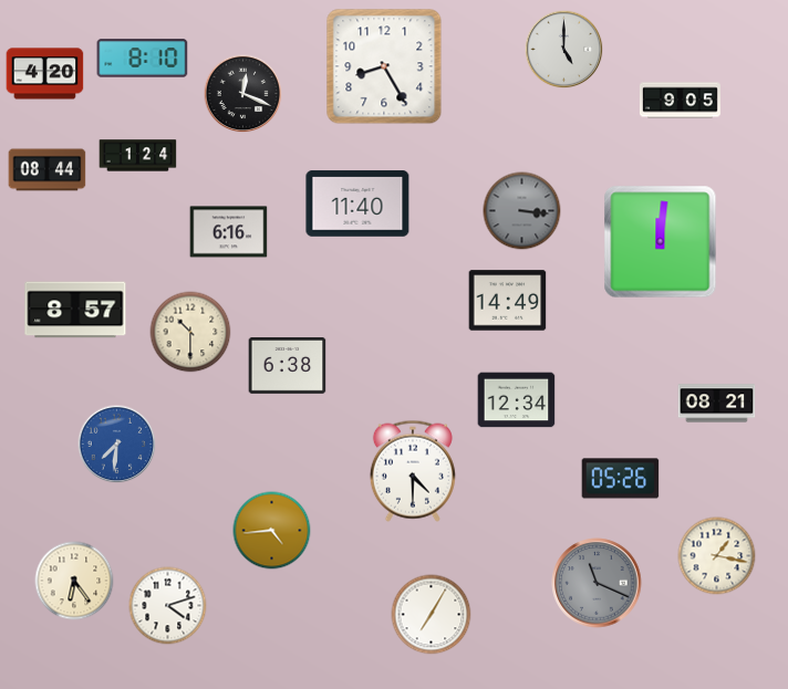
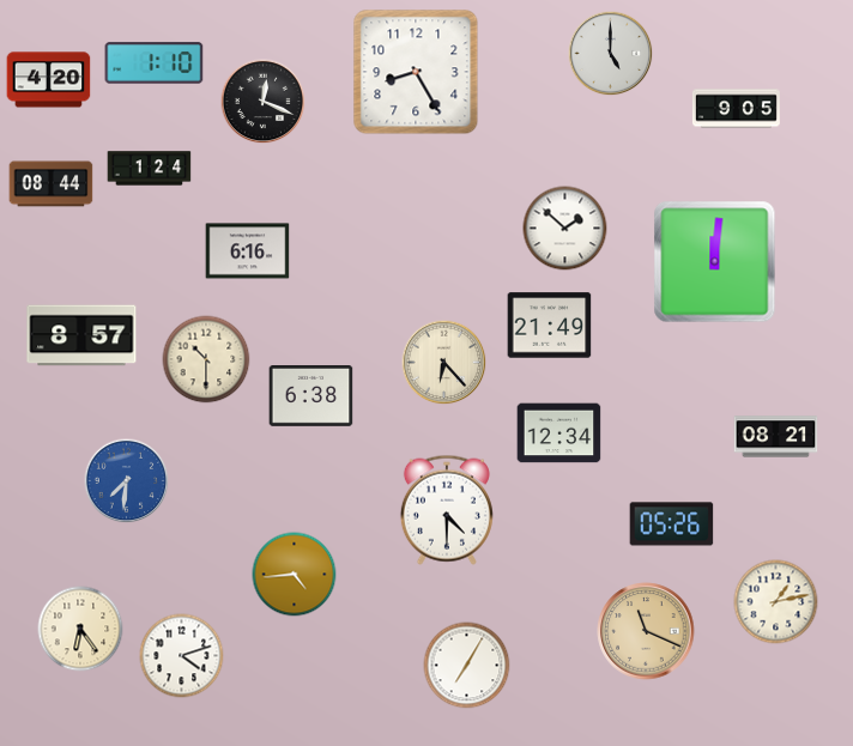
clock at (143, 59): 8:10 -> 1:10
clock at (357, 203): 11:40 -> none
clock at (522, 211): 3:16 -> 1:52
clock at (522, 211) dial: grey -> white
clock at (508, 301): 14:49 -> 21:49
clock at (444, 363): none -> 6:23
clock at (621, 479) position: (621, 479) -> (672, 524)
clock at (717, 556): 1:17 -> 1:13
clock at (597, 583) dial: grey -> champagne
